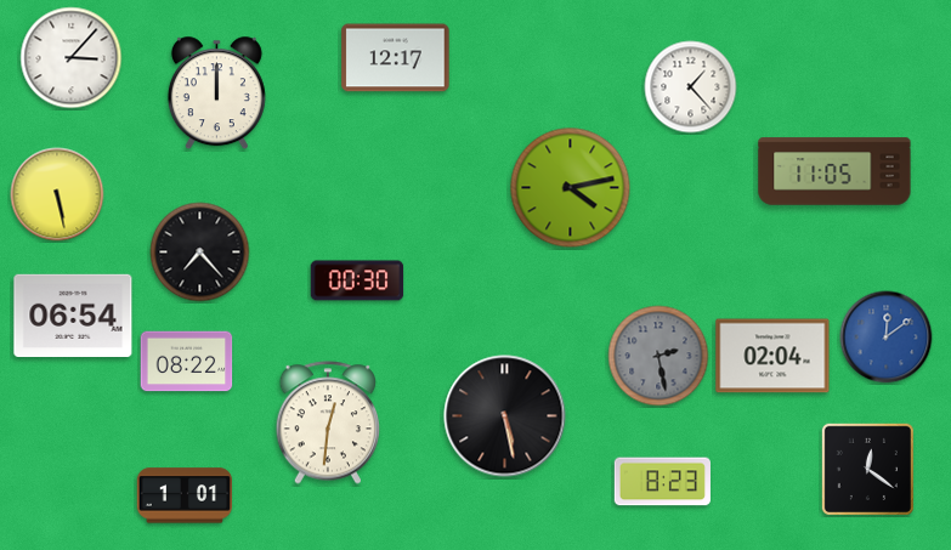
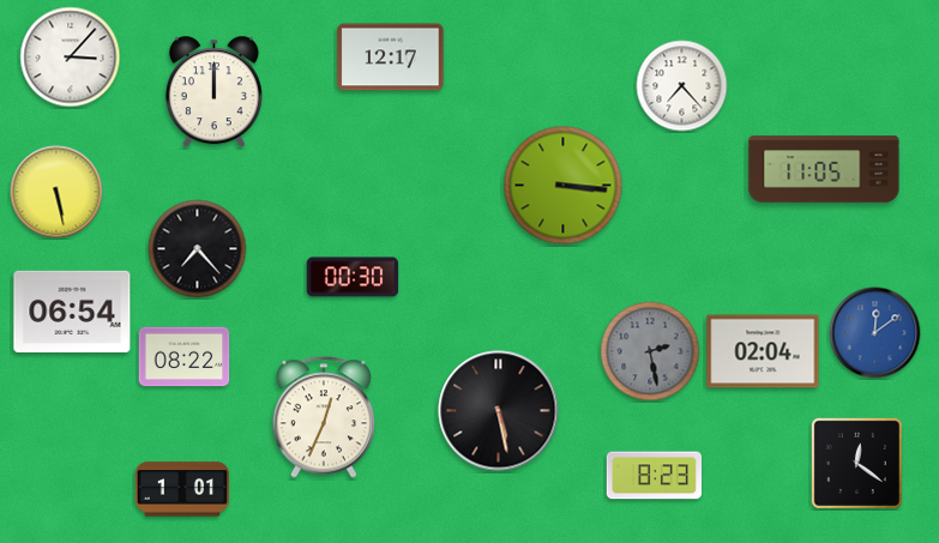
clock at (691, 87): 1:23 -> 7:23
clock at (571, 188): 4:13 -> 3:16
clock at (327, 423): 12:31 -> 12:34
